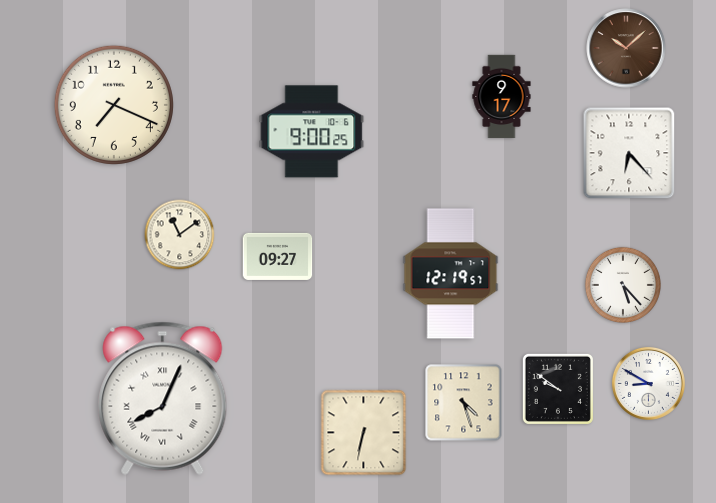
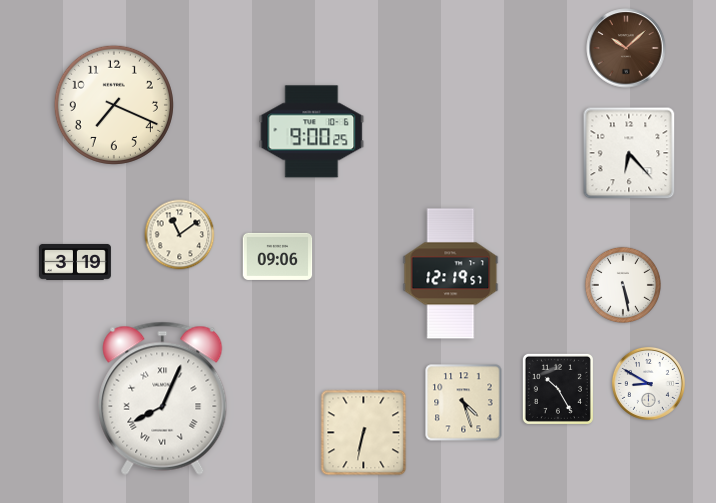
clock at (502, 97): 9:17 -> none
clock at (278, 256): 09:27 -> 09:06
clock at (75, 262): none -> 3:19
clock at (623, 285): 5:23 -> 5:28
clock at (558, 389): 9:51 -> 10:25
